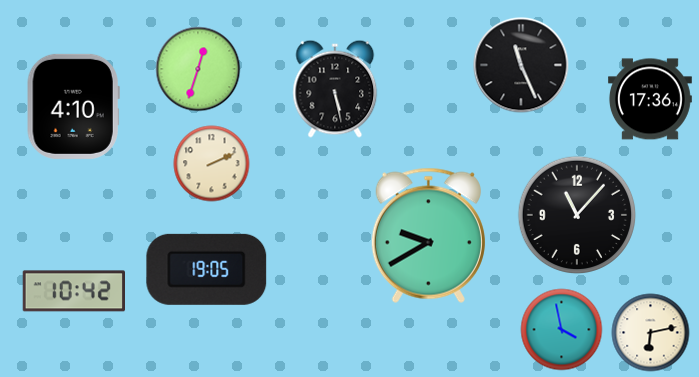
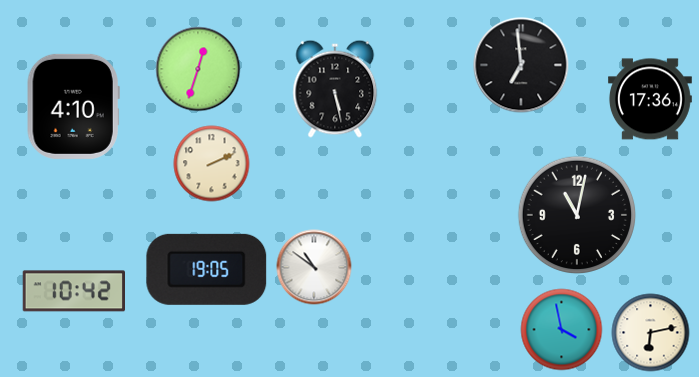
clock at (521, 65): 11:26 -> 6:59
clock at (577, 215): 11:07 -> 11:02
clock at (428, 235): 9:40 -> none
clock at (314, 267): none -> 10:51
